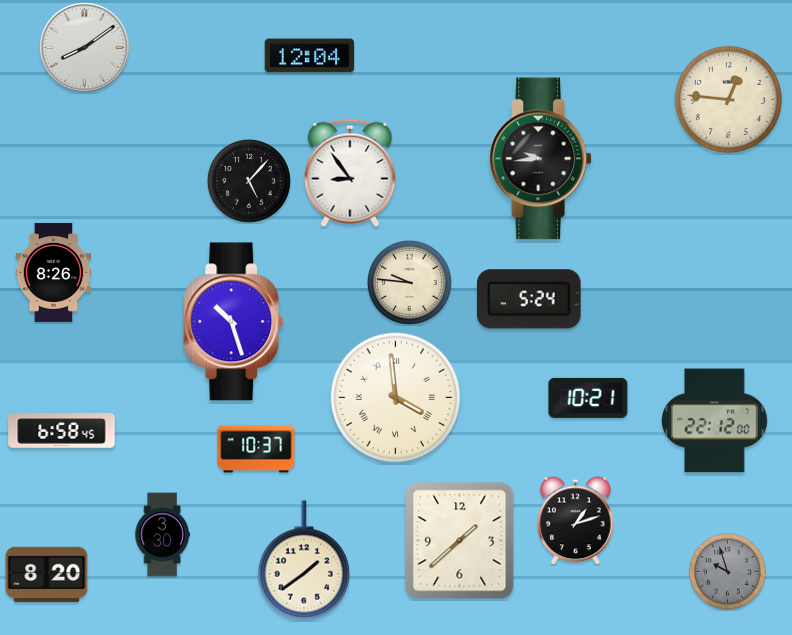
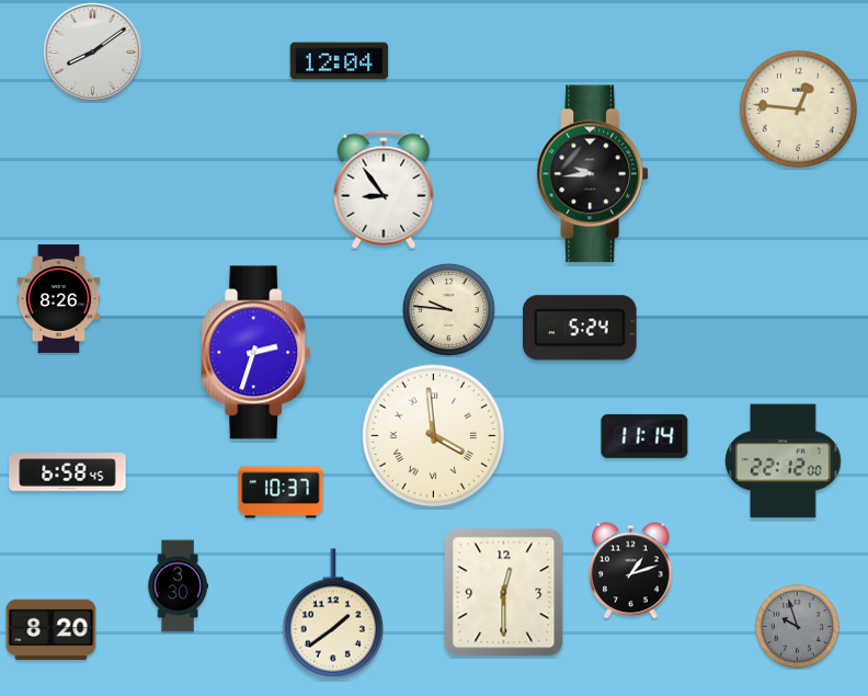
clock at (249, 181): 5:07 -> none
clock at (234, 322): 10:27 -> 2:33
clock at (588, 398): 10:21 -> 11:14
clock at (460, 541): 1:38 -> 12:30
